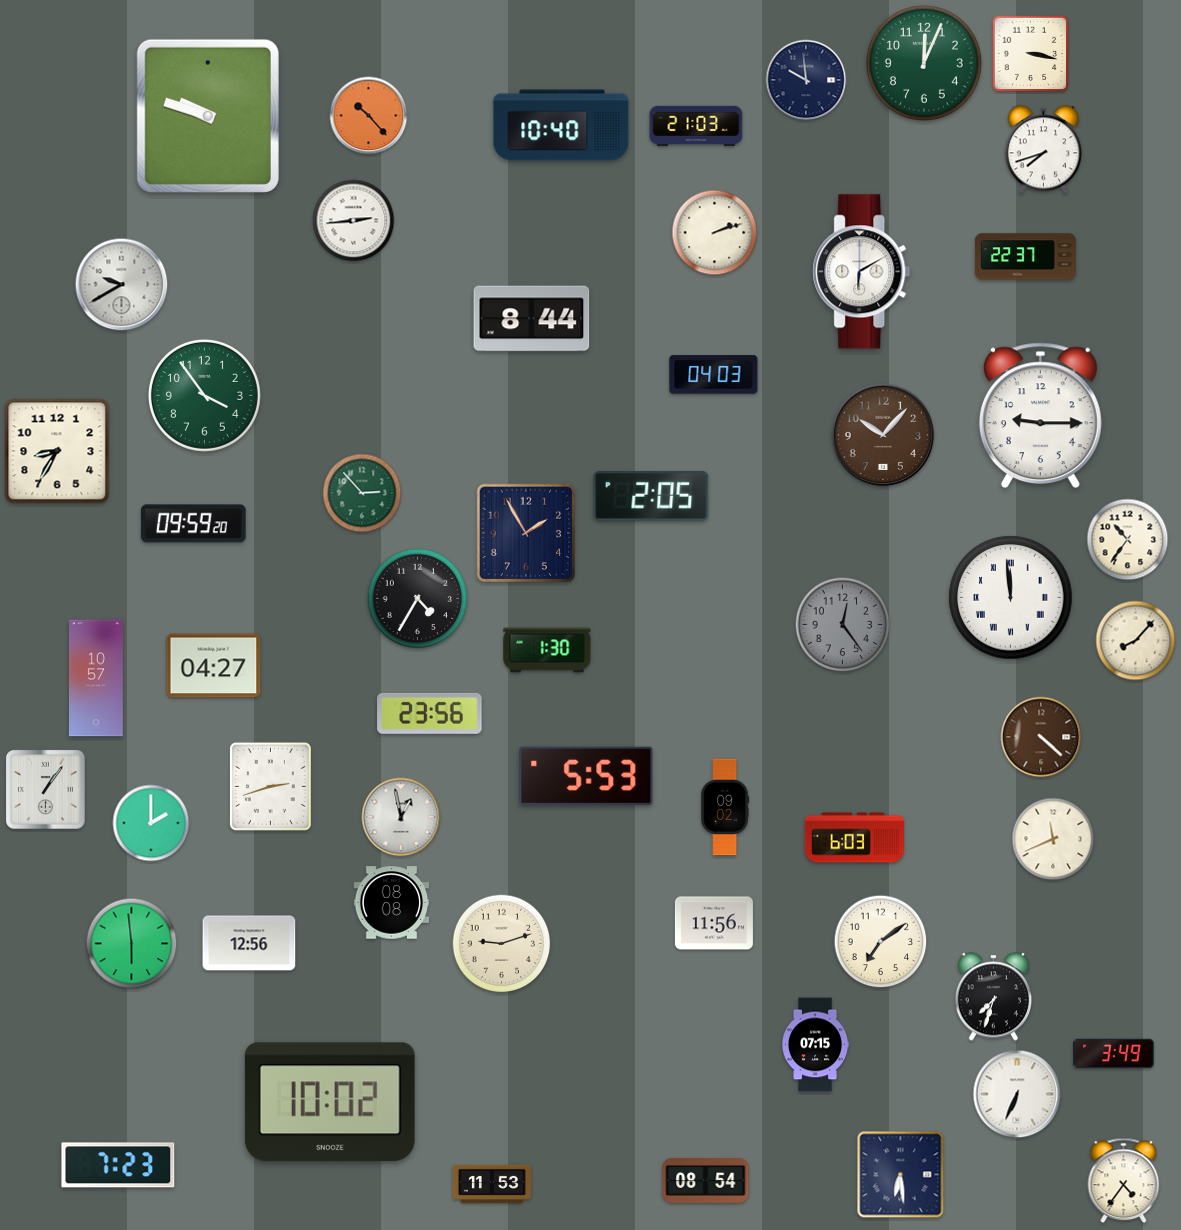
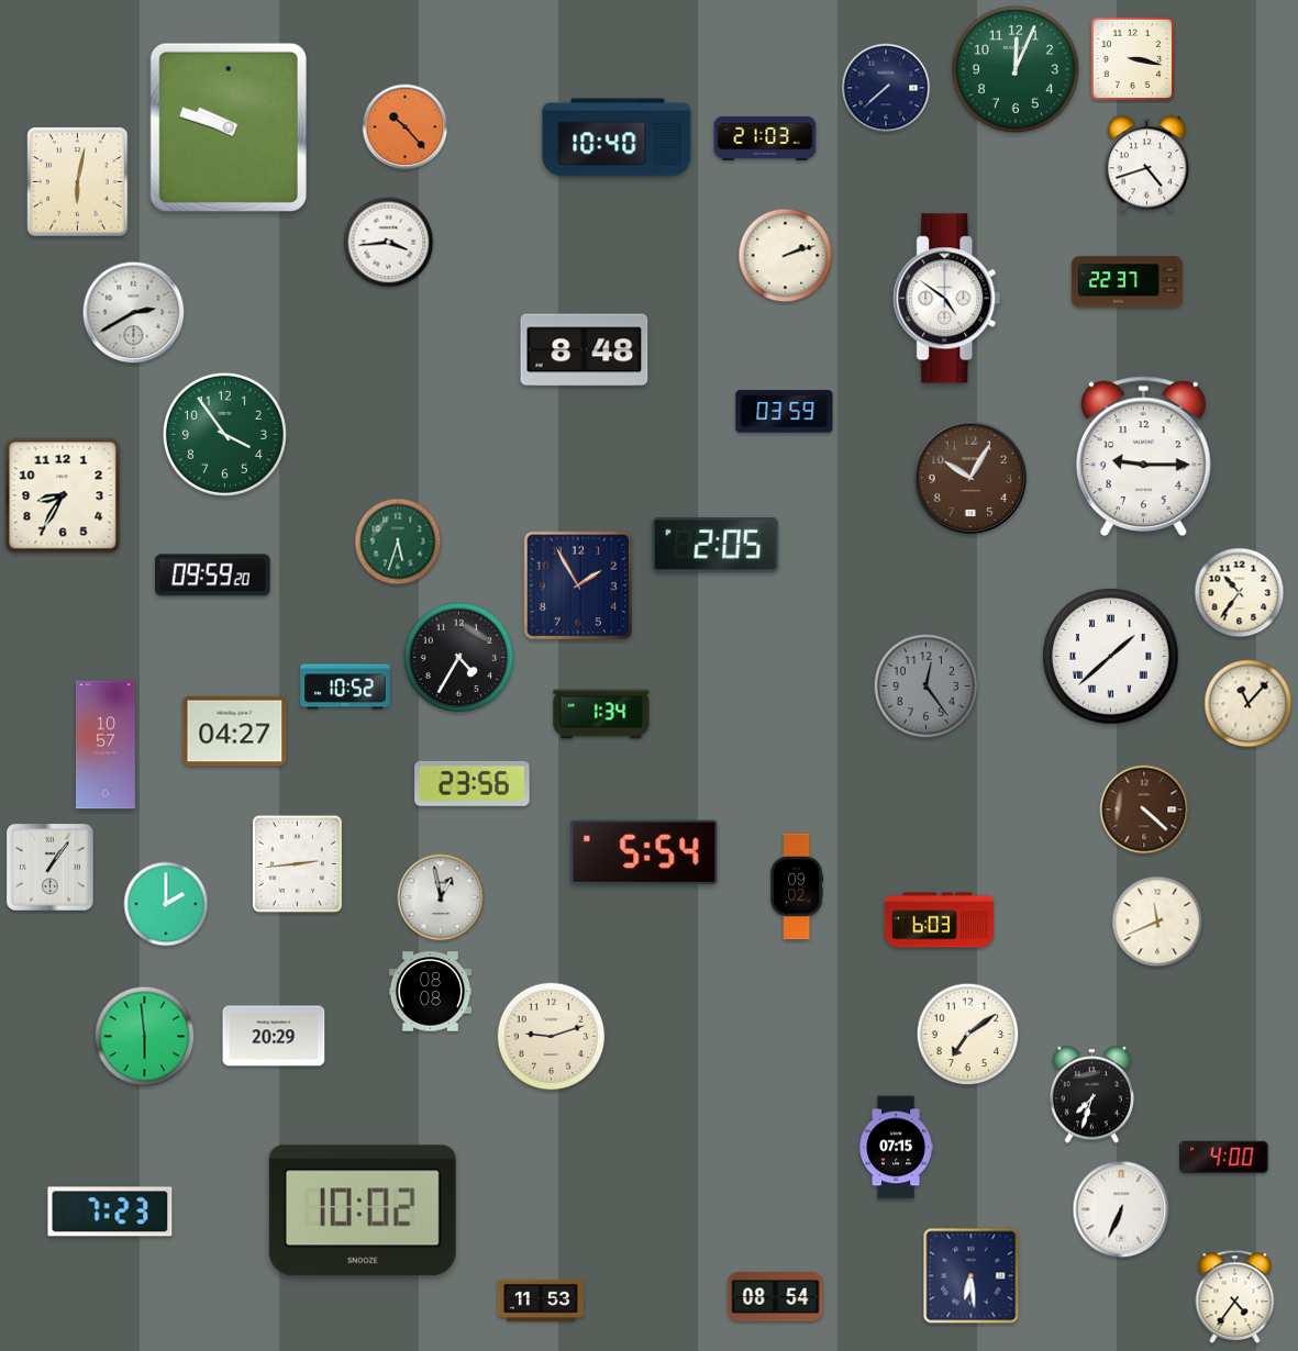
clock at (806, 80): 9:59 -> 7:38
clock at (1043, 150): 7:42 -> 4:42
clock at (78, 182): none -> 6:02
clock at (354, 221): 2:44 -> 3:44
clock at (862, 272): 6:10 -> 4:51
clock at (122, 285): 9:40 -> 2:40
clock at (532, 319): 8:44 -> 8:48
clock at (714, 375): 04:03 -> 03:59
clock at (883, 435): 10:07 -> 10:05
clock at (362, 493): 2:53 -> 5:33
clock at (1011, 598): 11:59 -> 1:38
clock at (345, 686): none -> 10:52
clock at (1136, 641): 8:07 -> 11:07
clock at (547, 650): 1:30 -> 1:34
clock at (586, 776): 5:53 -> 5:54
clock at (270, 786): 2:42 -> 2:44
clock at (714, 923): 11:56 -> none
clock at (249, 943): 12:56 -> 20:29
clock at (1114, 1054): 3:49 -> 4:00
clock at (1017, 1094) position: (1017, 1094) -> (1121, 1209)
clock at (118, 1165) position: (118, 1165) -> (110, 1212)
clock at (901, 1175) position: (901, 1175) -> (972, 1276)
